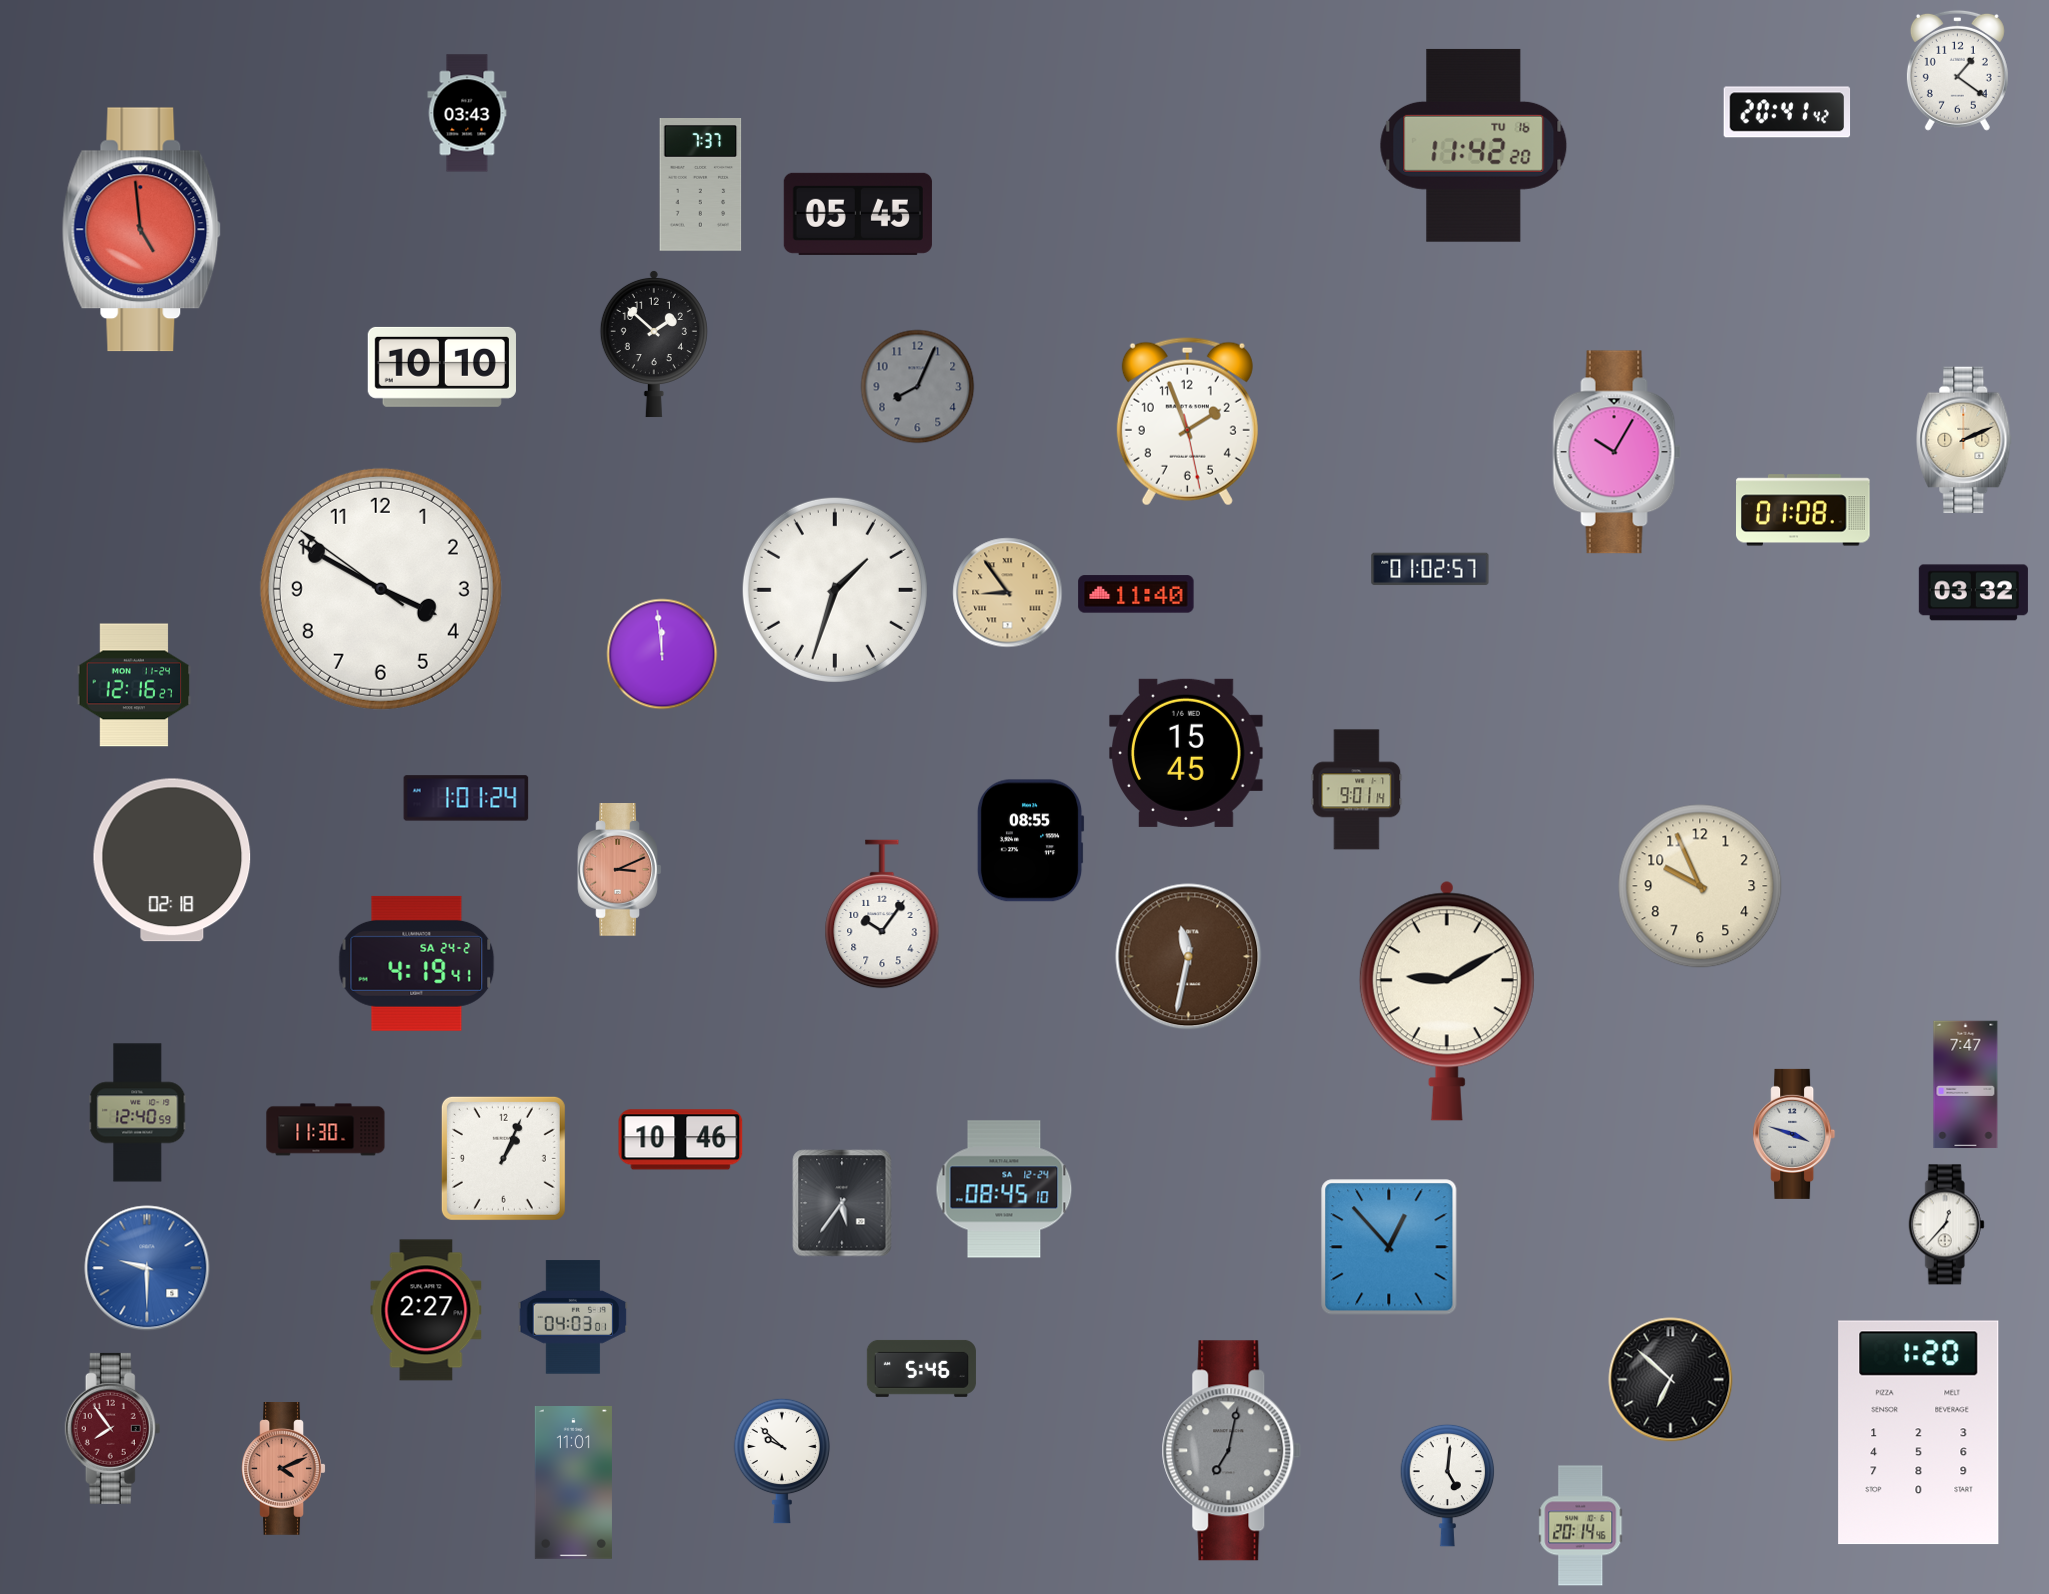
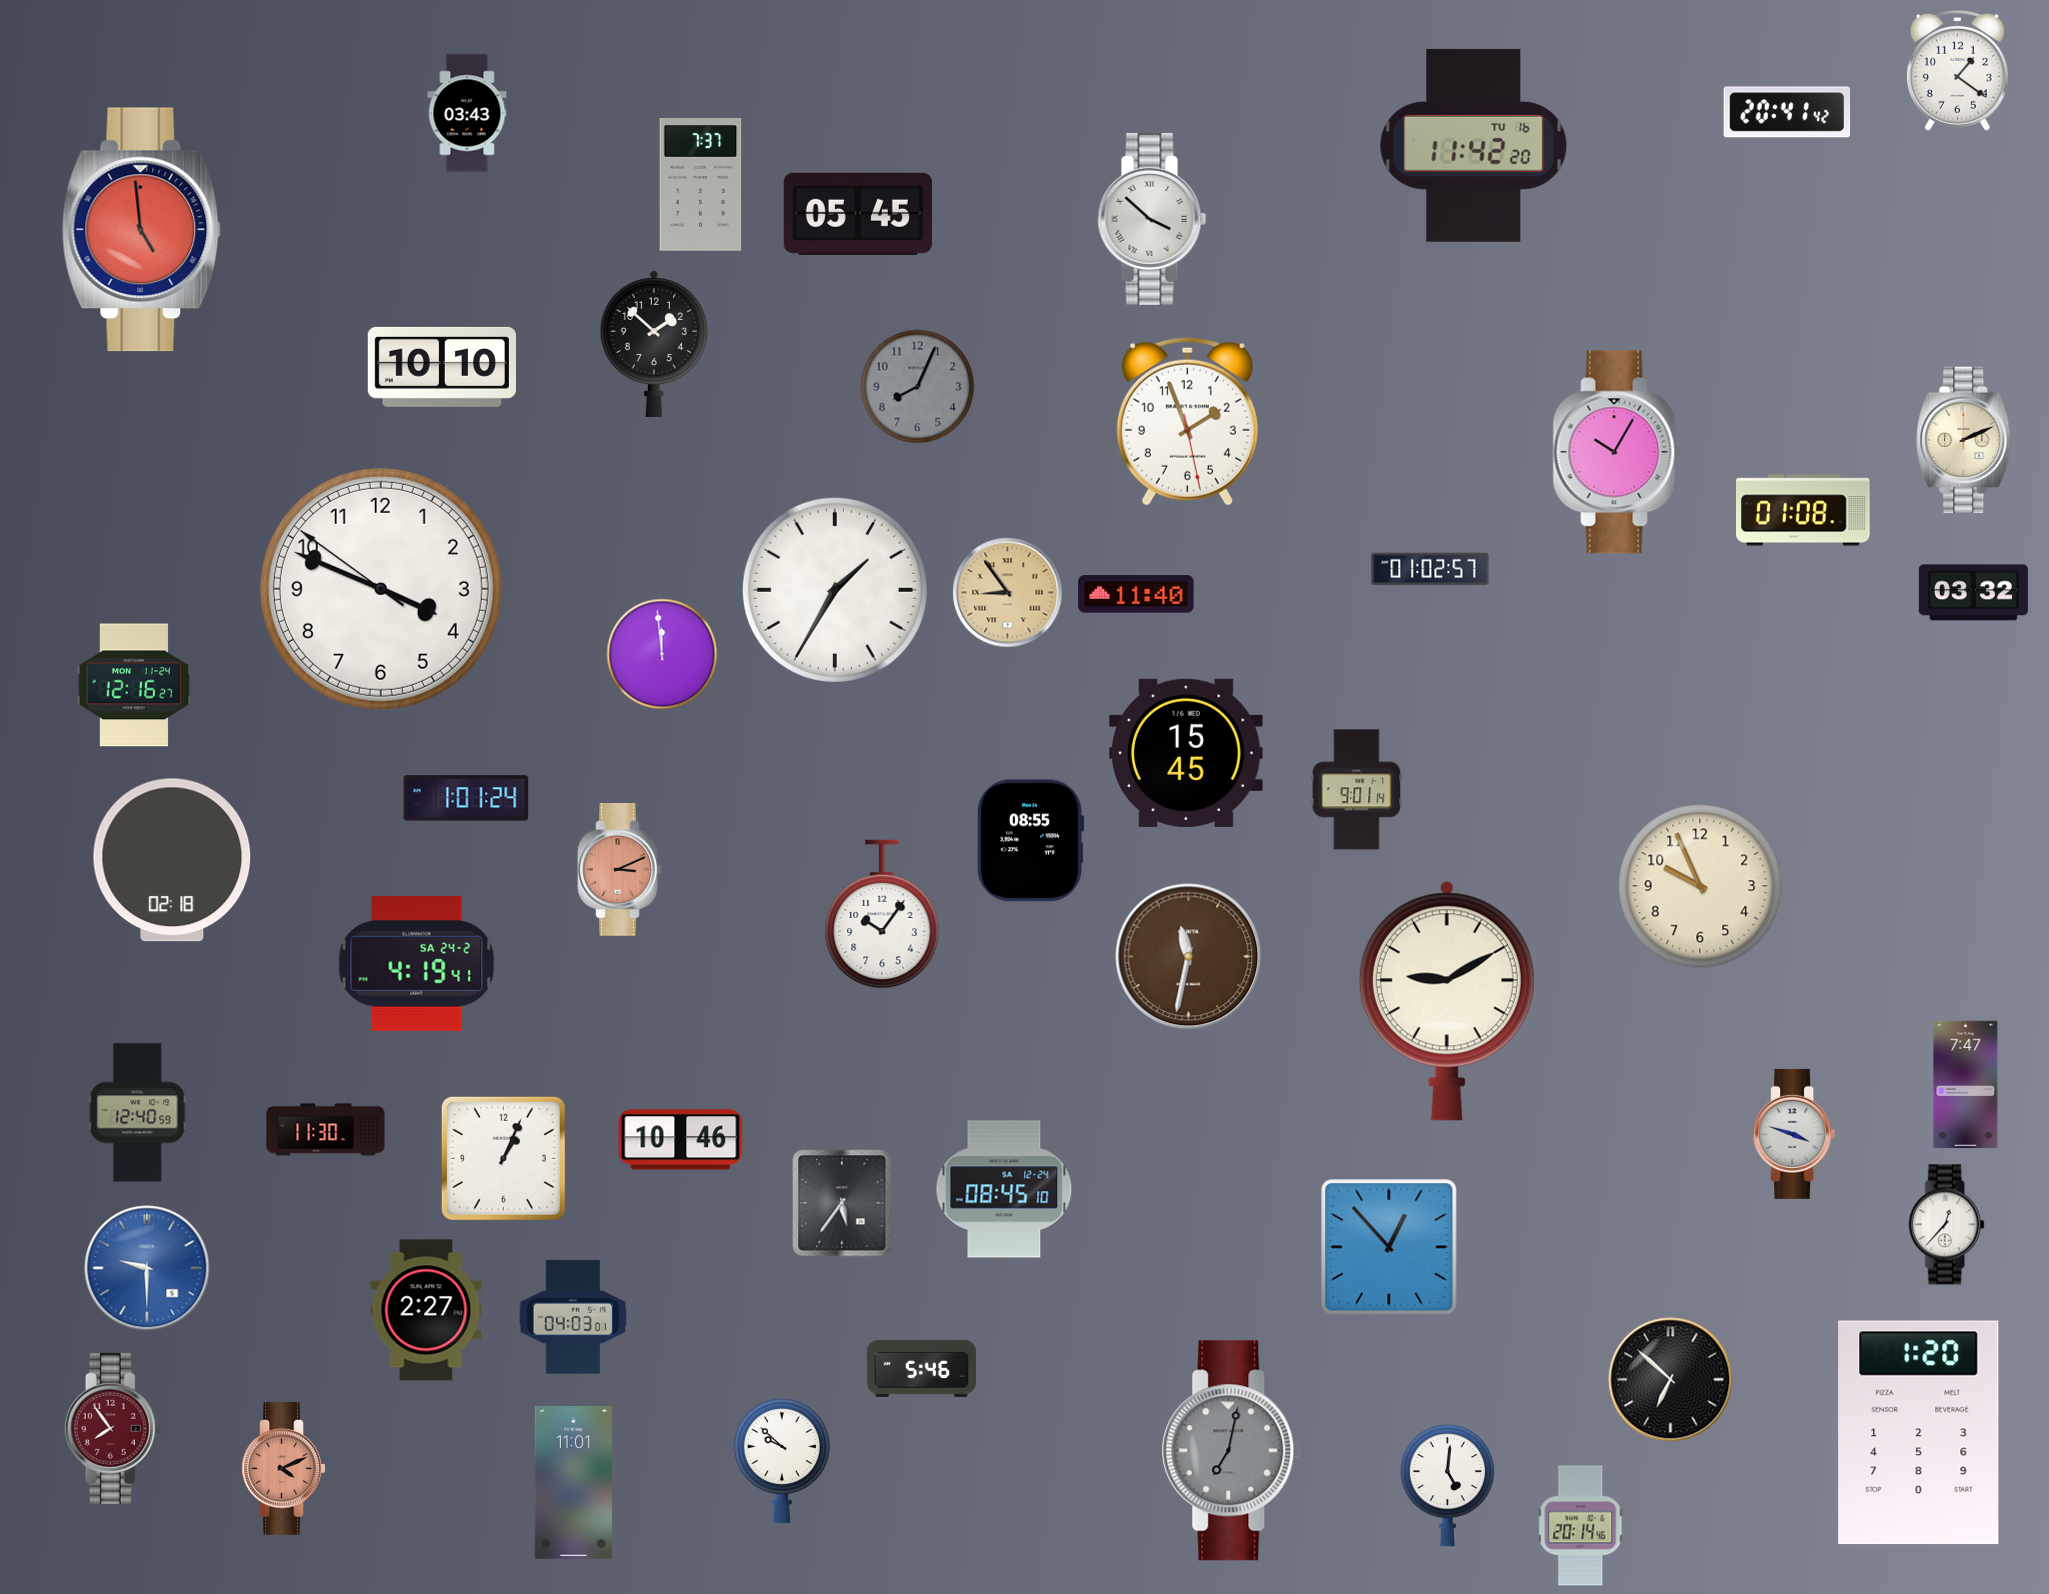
clock at (1152, 219): none -> 3:52
clock at (381, 589): 3:49 -> 3:48
clock at (835, 590): 1:33 -> 1:35
